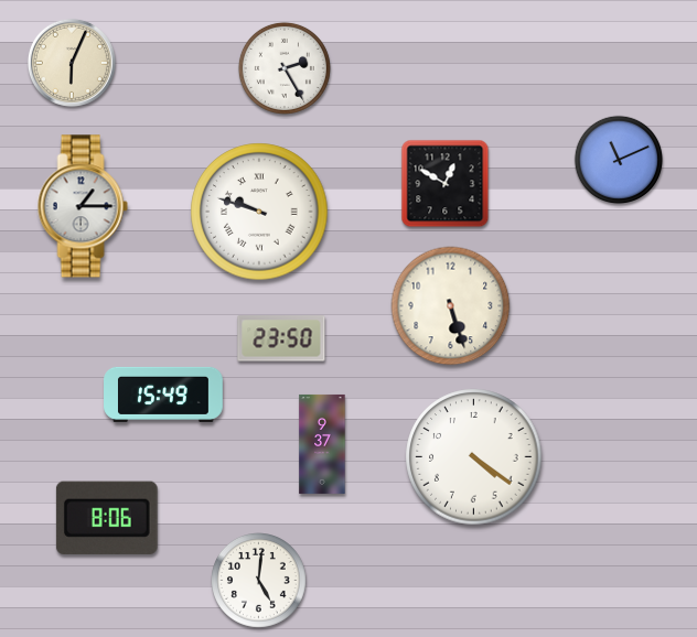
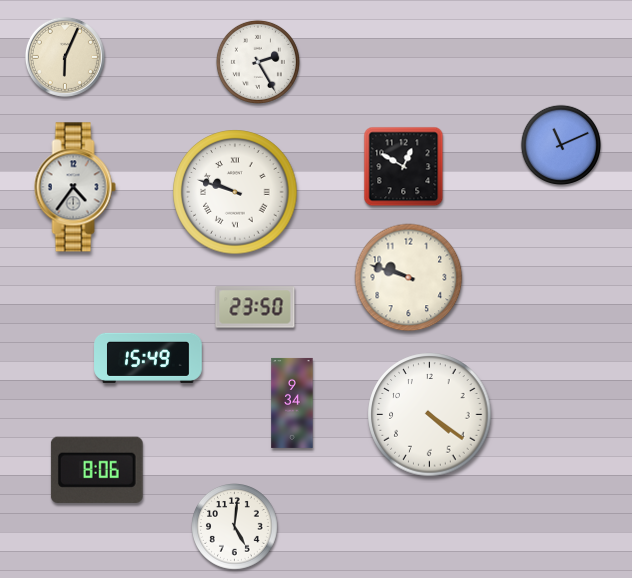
clock at (83, 206): 1:15 -> 4:36
clock at (451, 306): 5:27 -> 9:48
clock at (322, 444): 9:37 -> 9:34
